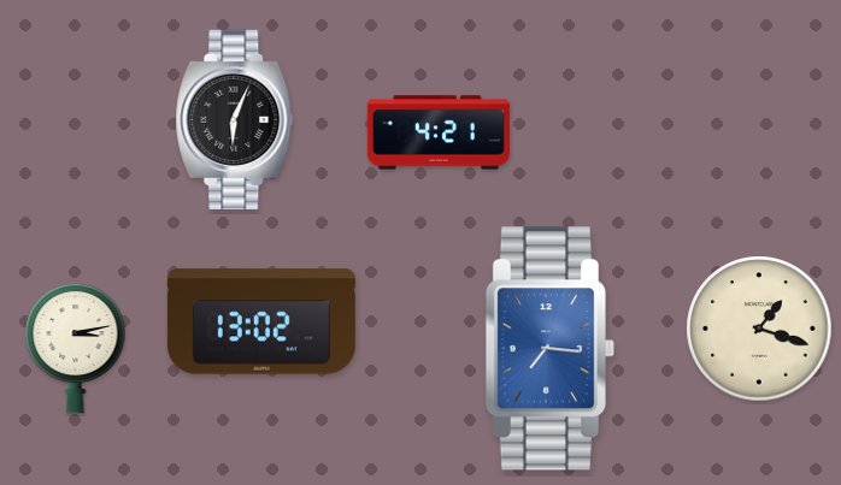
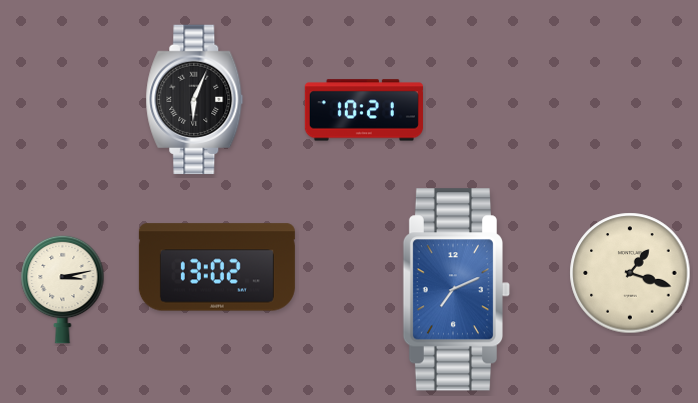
clock at (439, 132): 4:21 -> 10:21
clock at (551, 349): 7:16 -> 7:11
